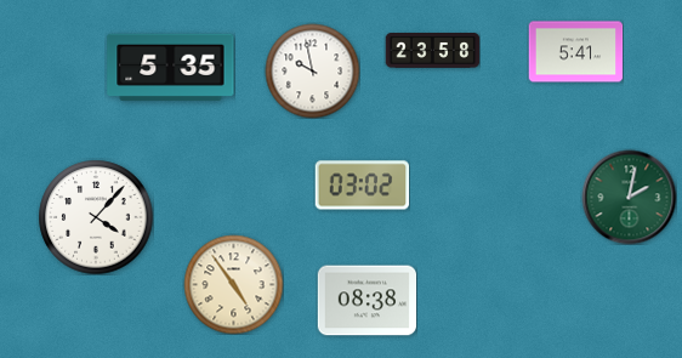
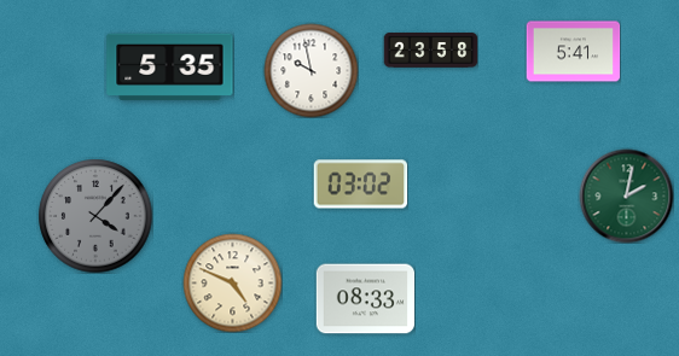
clock at (96, 217) dial: white -> grey
clock at (233, 284): 4:54 -> 4:49
clock at (366, 301): 08:38 -> 08:33
